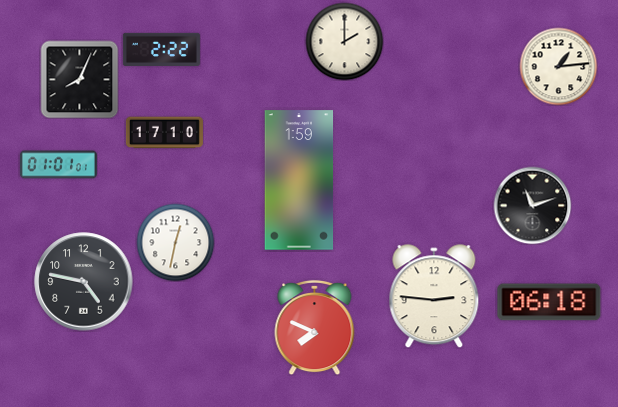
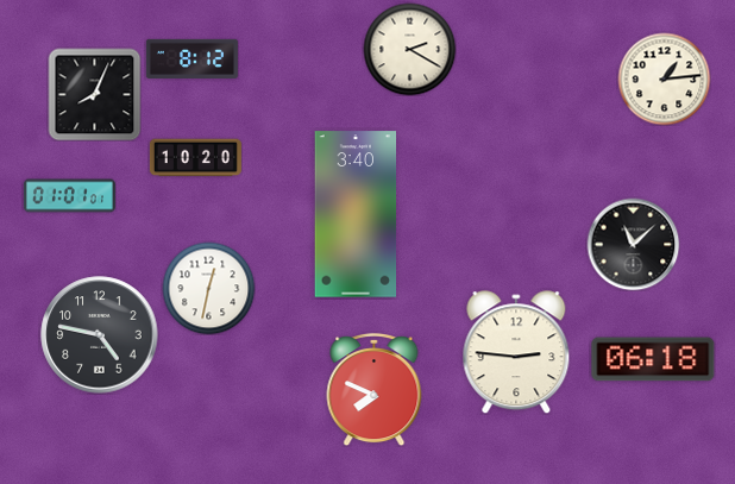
clock at (344, 41): 2:00 -> 2:20
clock at (161, 49): 2:22 -> 8:12
clock at (164, 133): 17:10 -> 10:20
clock at (299, 180): 1:59 -> 3:40
clock at (532, 205): 11:12 -> 11:08
